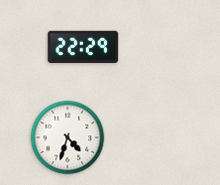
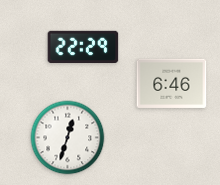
clock at (172, 83): none -> 6:46
clock at (68, 138): 4:33 -> 12:33
